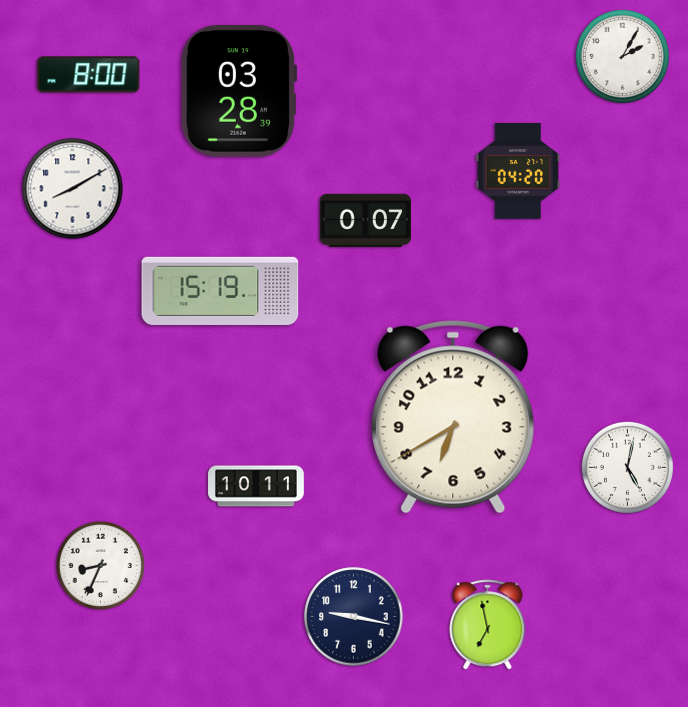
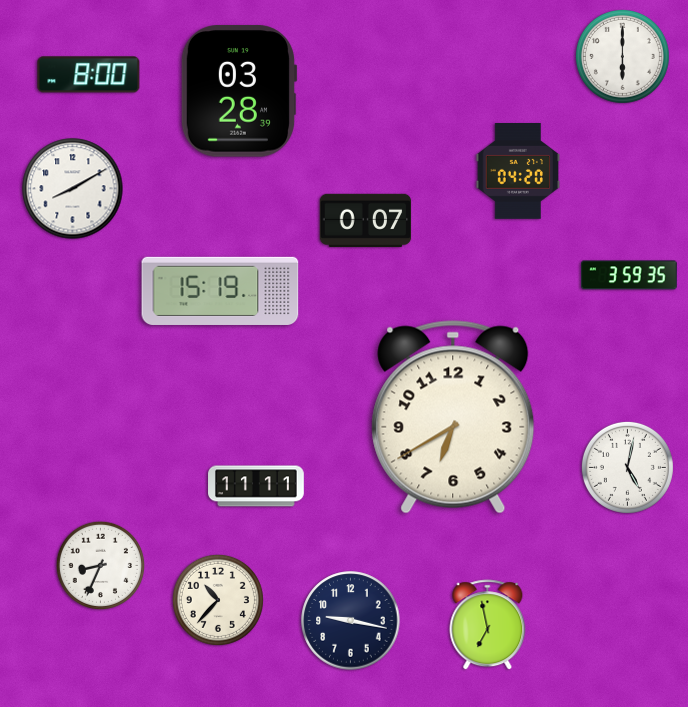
clock at (622, 56): 2:05 -> 6:00
clock at (630, 275): none -> 3:59
clock at (256, 486): 10:11 -> 11:11
clock at (218, 600): none -> 10:37
clock at (354, 617) position: (354, 617) -> (351, 621)
